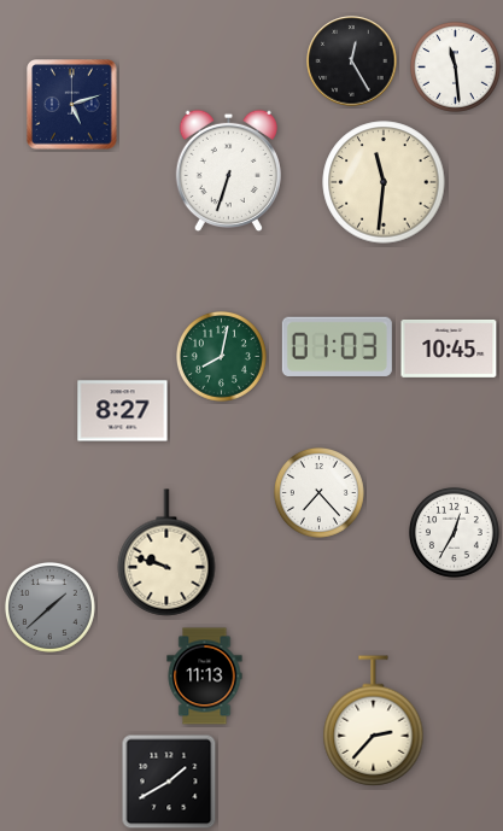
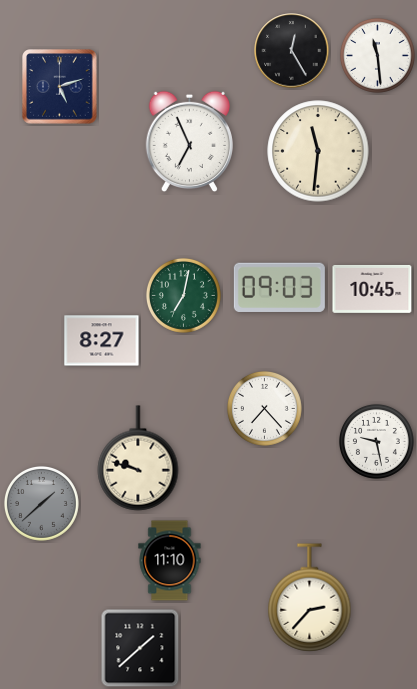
clock at (228, 171): 6:33 -> 6:56
clock at (337, 346): 01:03 -> 09:03
clock at (221, 356): 8:02 -> 7:02
clock at (454, 532): 12:35 -> 9:28
clock at (205, 677): 11:13 -> 11:10
clock at (169, 782): 1:40 -> 1:38
